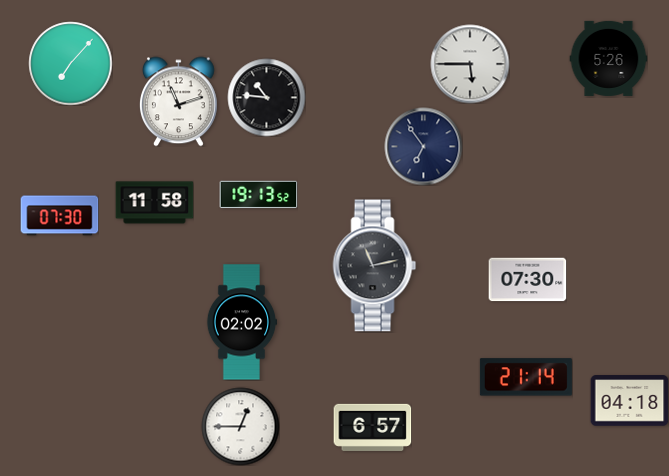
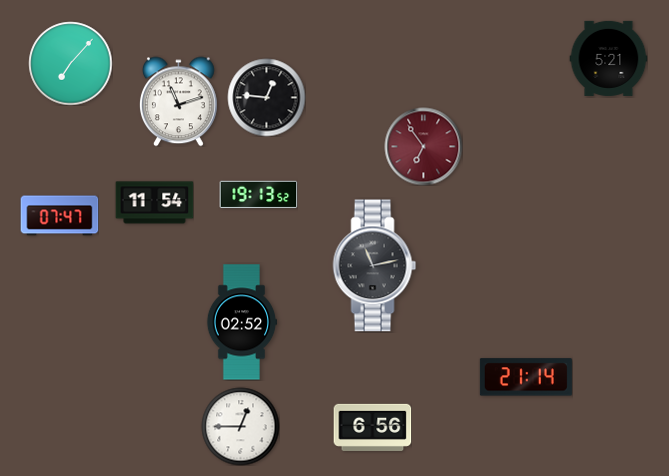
clock at (608, 58): 5:26 -> 5:21
clock at (470, 64): 5:45 -> none
clock at (266, 97): 10:46 -> 12:46
clock at (423, 146) dial: navy -> burgundy
clock at (154, 203): 11:58 -> 11:54
clock at (59, 216): 07:30 -> 07:47
clock at (527, 280): 07:30 -> none
clock at (242, 322): 02:02 -> 02:52
clock at (629, 401): 04:18 -> none
clock at (372, 427): 6:57 -> 6:56
